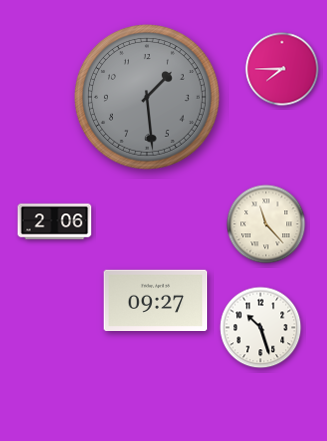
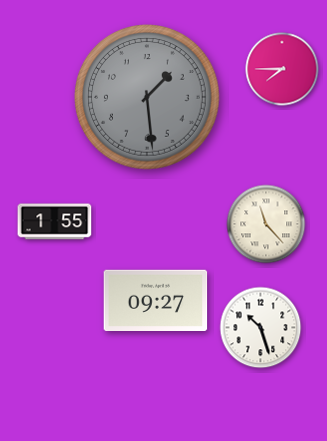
clock at (55, 222): 2:06 -> 1:55
